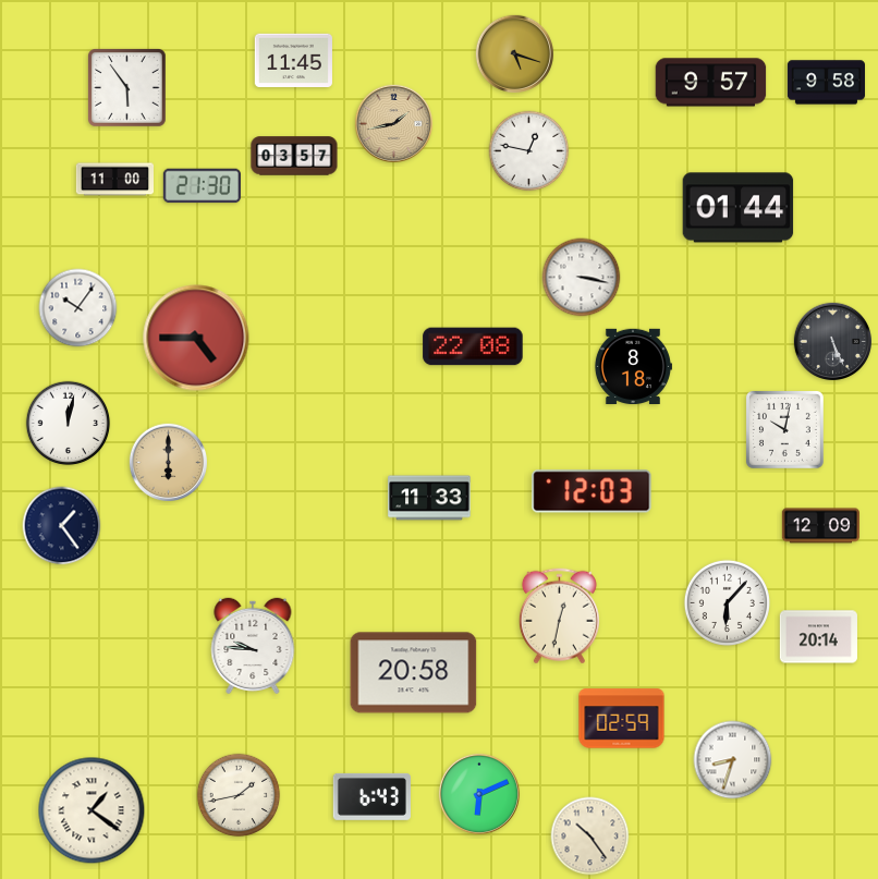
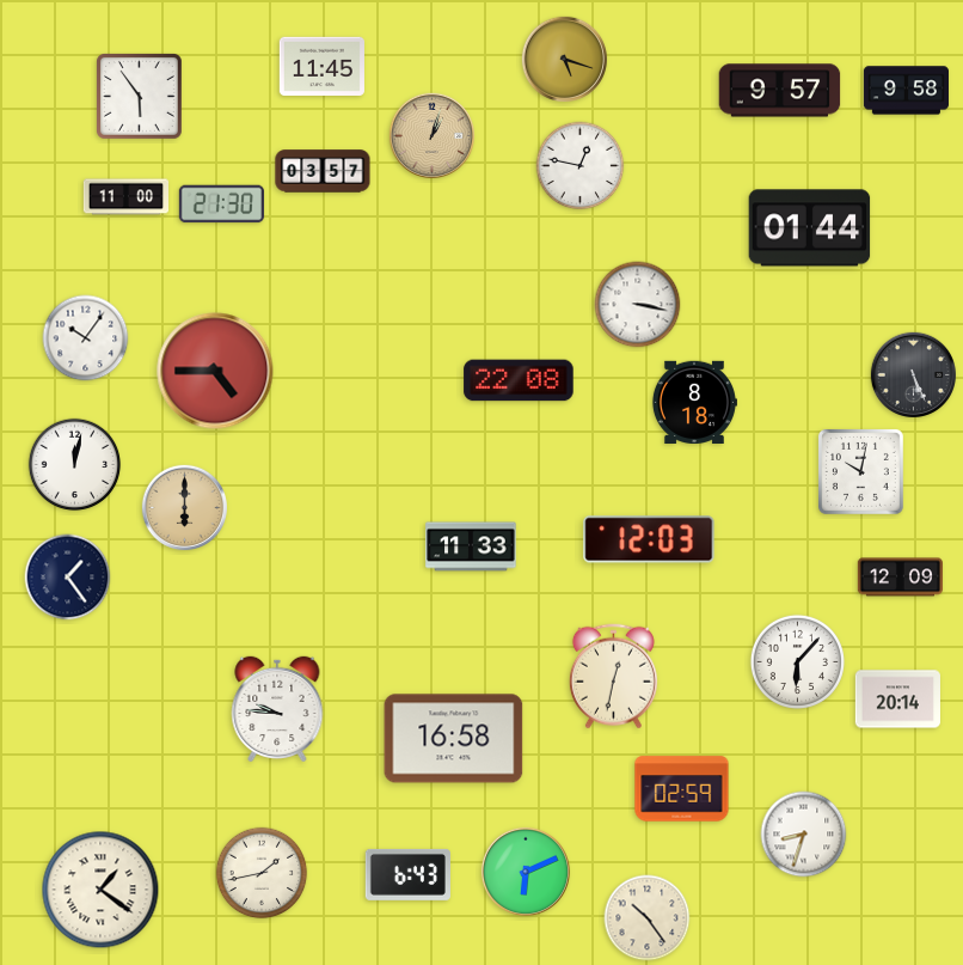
clock at (393, 123): 1:43 -> 1:03
clock at (414, 673): 20:58 -> 16:58
